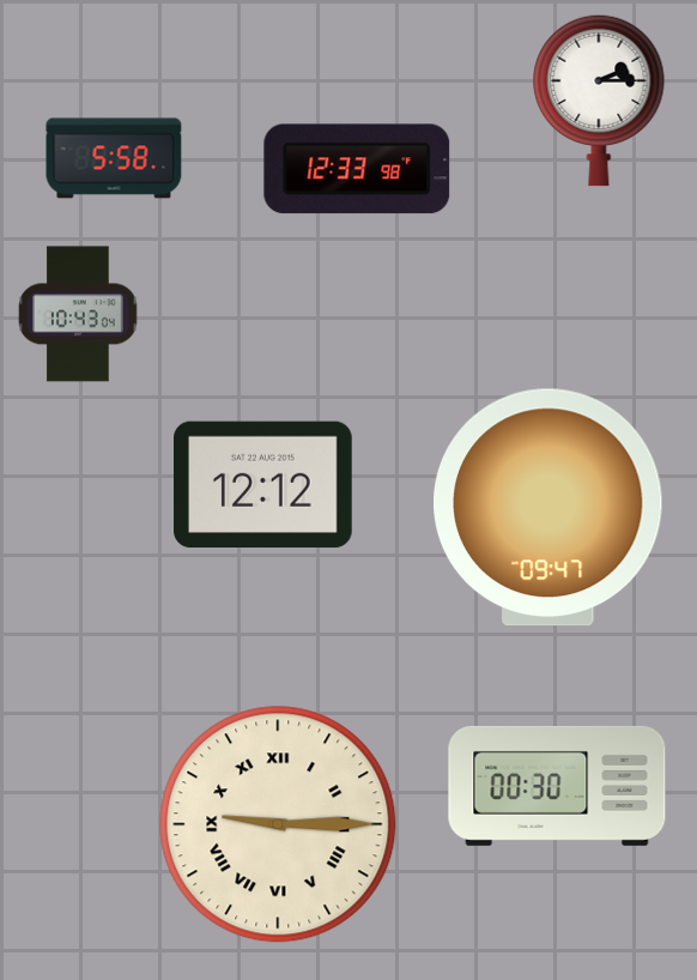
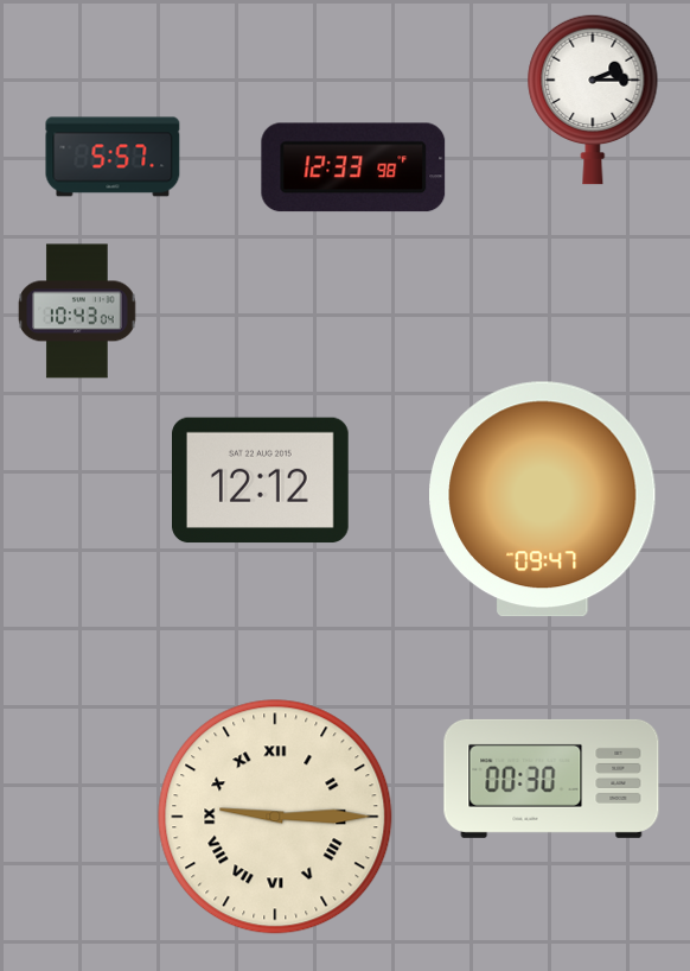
clock at (114, 158): 5:58 -> 5:57
clock at (548, 508) position: (548, 508) -> (543, 500)
